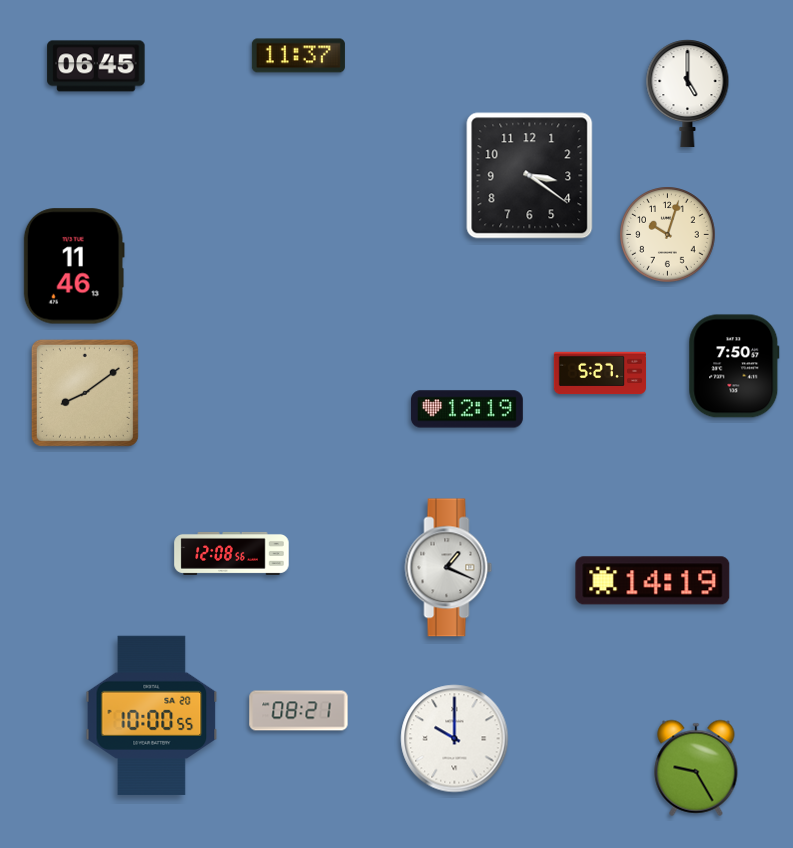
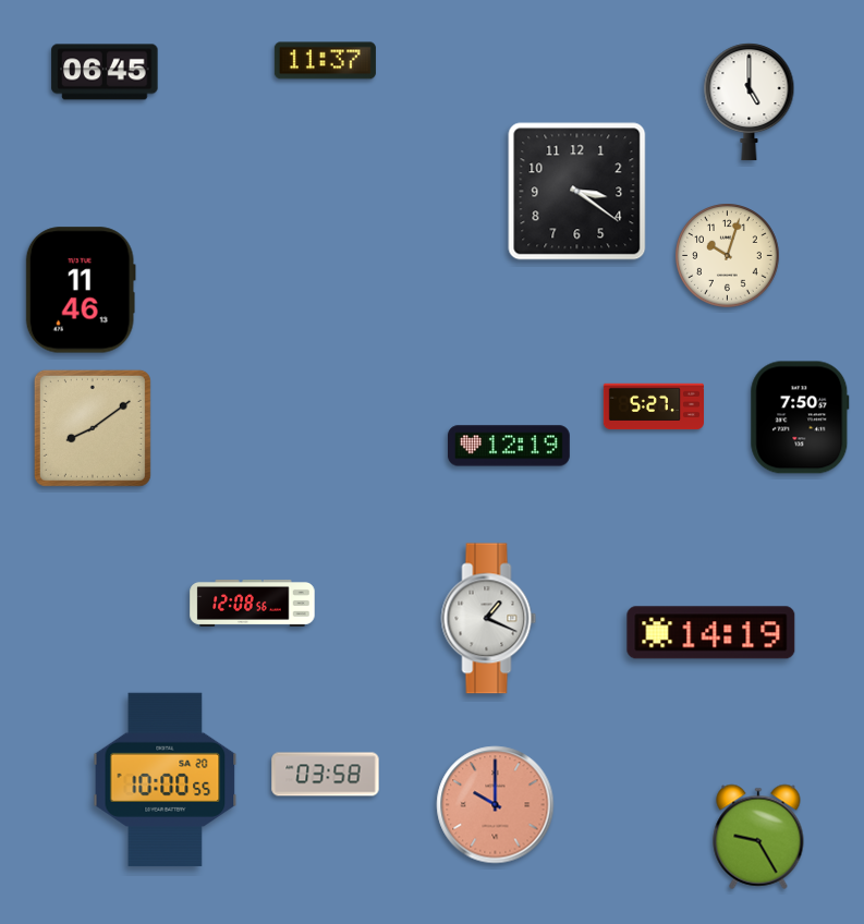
clock at (734, 366) position: (734, 366) -> (800, 417)
clock at (299, 711): 08:21 -> 03:58
clock at (455, 739) dial: white -> salmon
